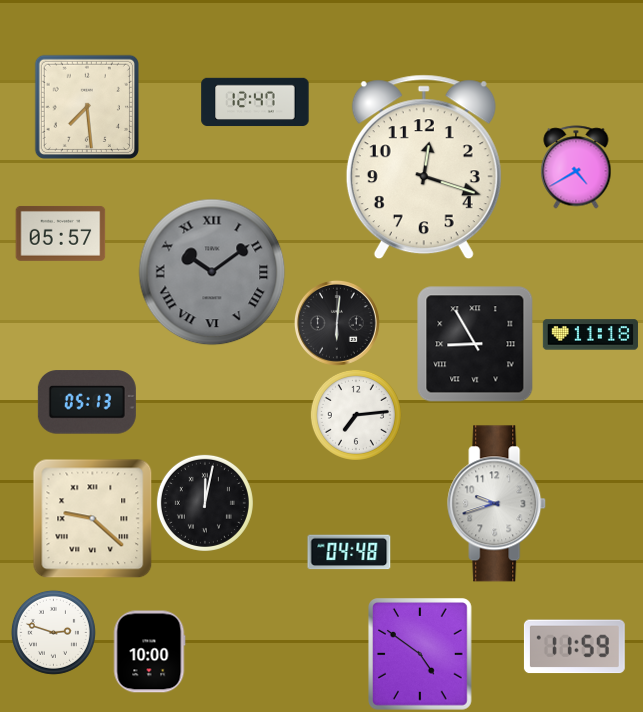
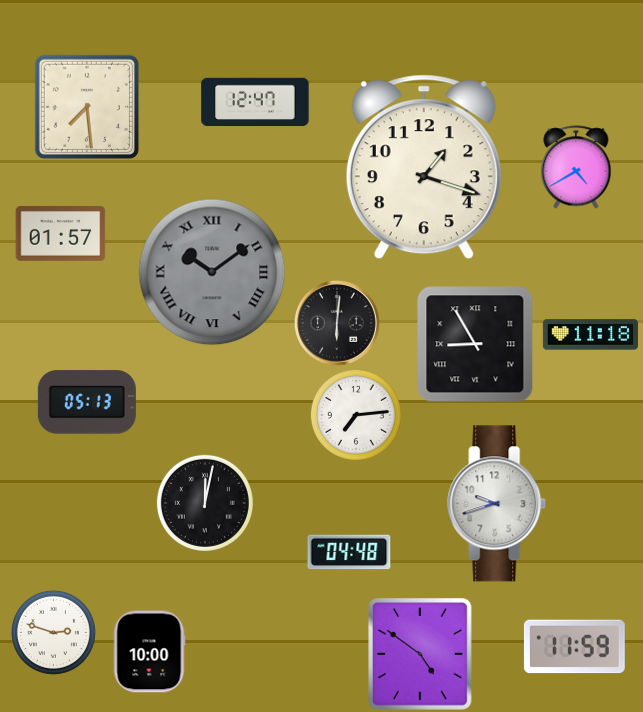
clock at (424, 167): 12:18 -> 1:18
clock at (61, 233): 05:57 -> 01:57
clock at (93, 519): 9:22 -> none
